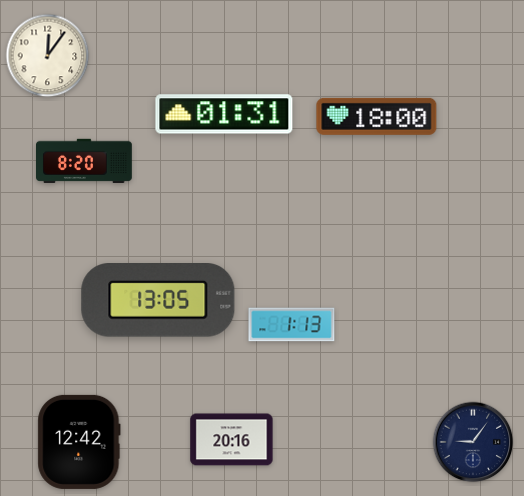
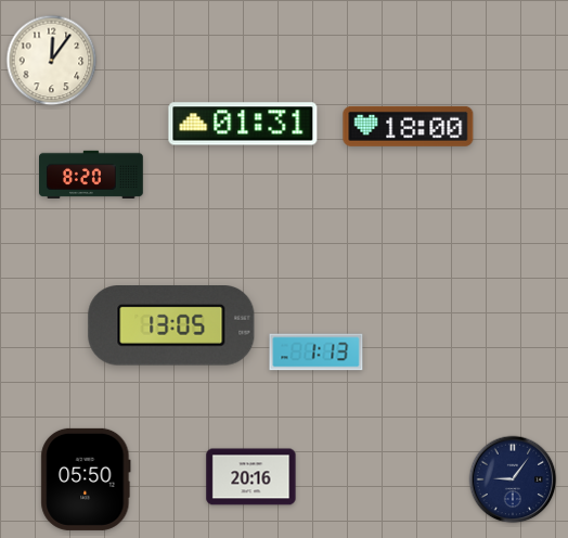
clock at (79, 442): 12:42 -> 05:50
